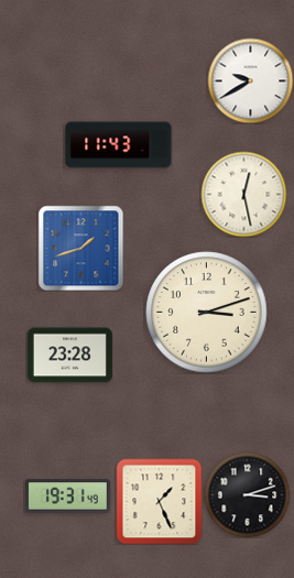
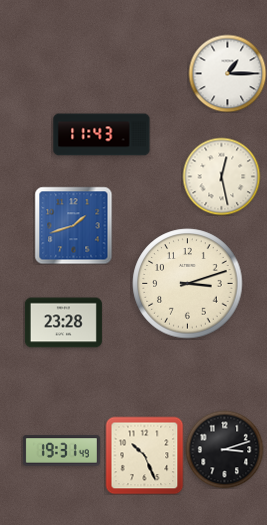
clock at (250, 80): 9:40 -> 1:15
clock at (119, 145) position: (119, 145) -> (102, 135)
clock at (159, 501): 1:26 -> 10:26
